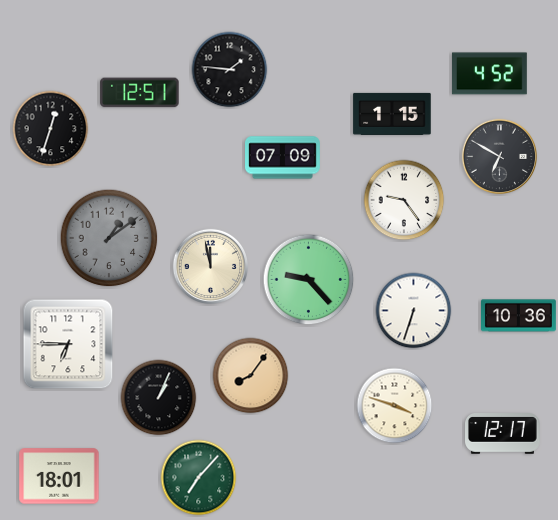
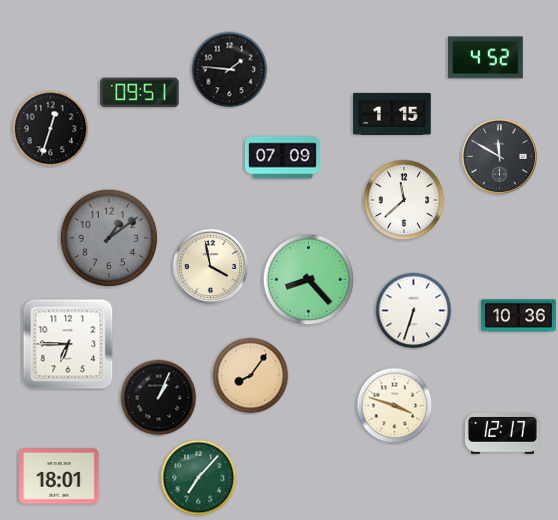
clock at (489, 74) position: (489, 74) -> (485, 58)
clock at (140, 93): 12:51 -> 09:51
clock at (500, 157): 6:50 -> 11:50
clock at (404, 200): 9:24 -> 11:38
clock at (211, 267): 11:58 -> 3:58
clock at (309, 280): 9:23 -> 8:23
